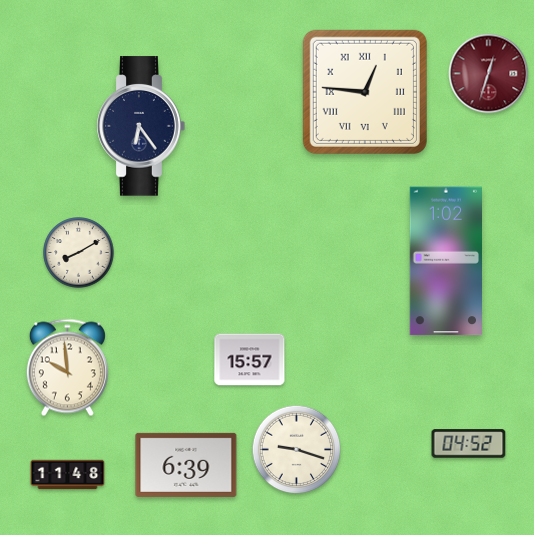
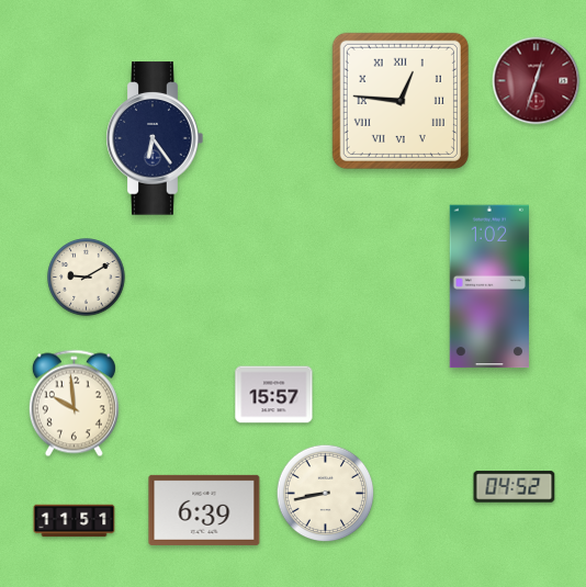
clock at (79, 253): 8:10 -> 9:10
clock at (297, 450): 9:18 -> 8:43
clock at (68, 475): 11:48 -> 11:51
